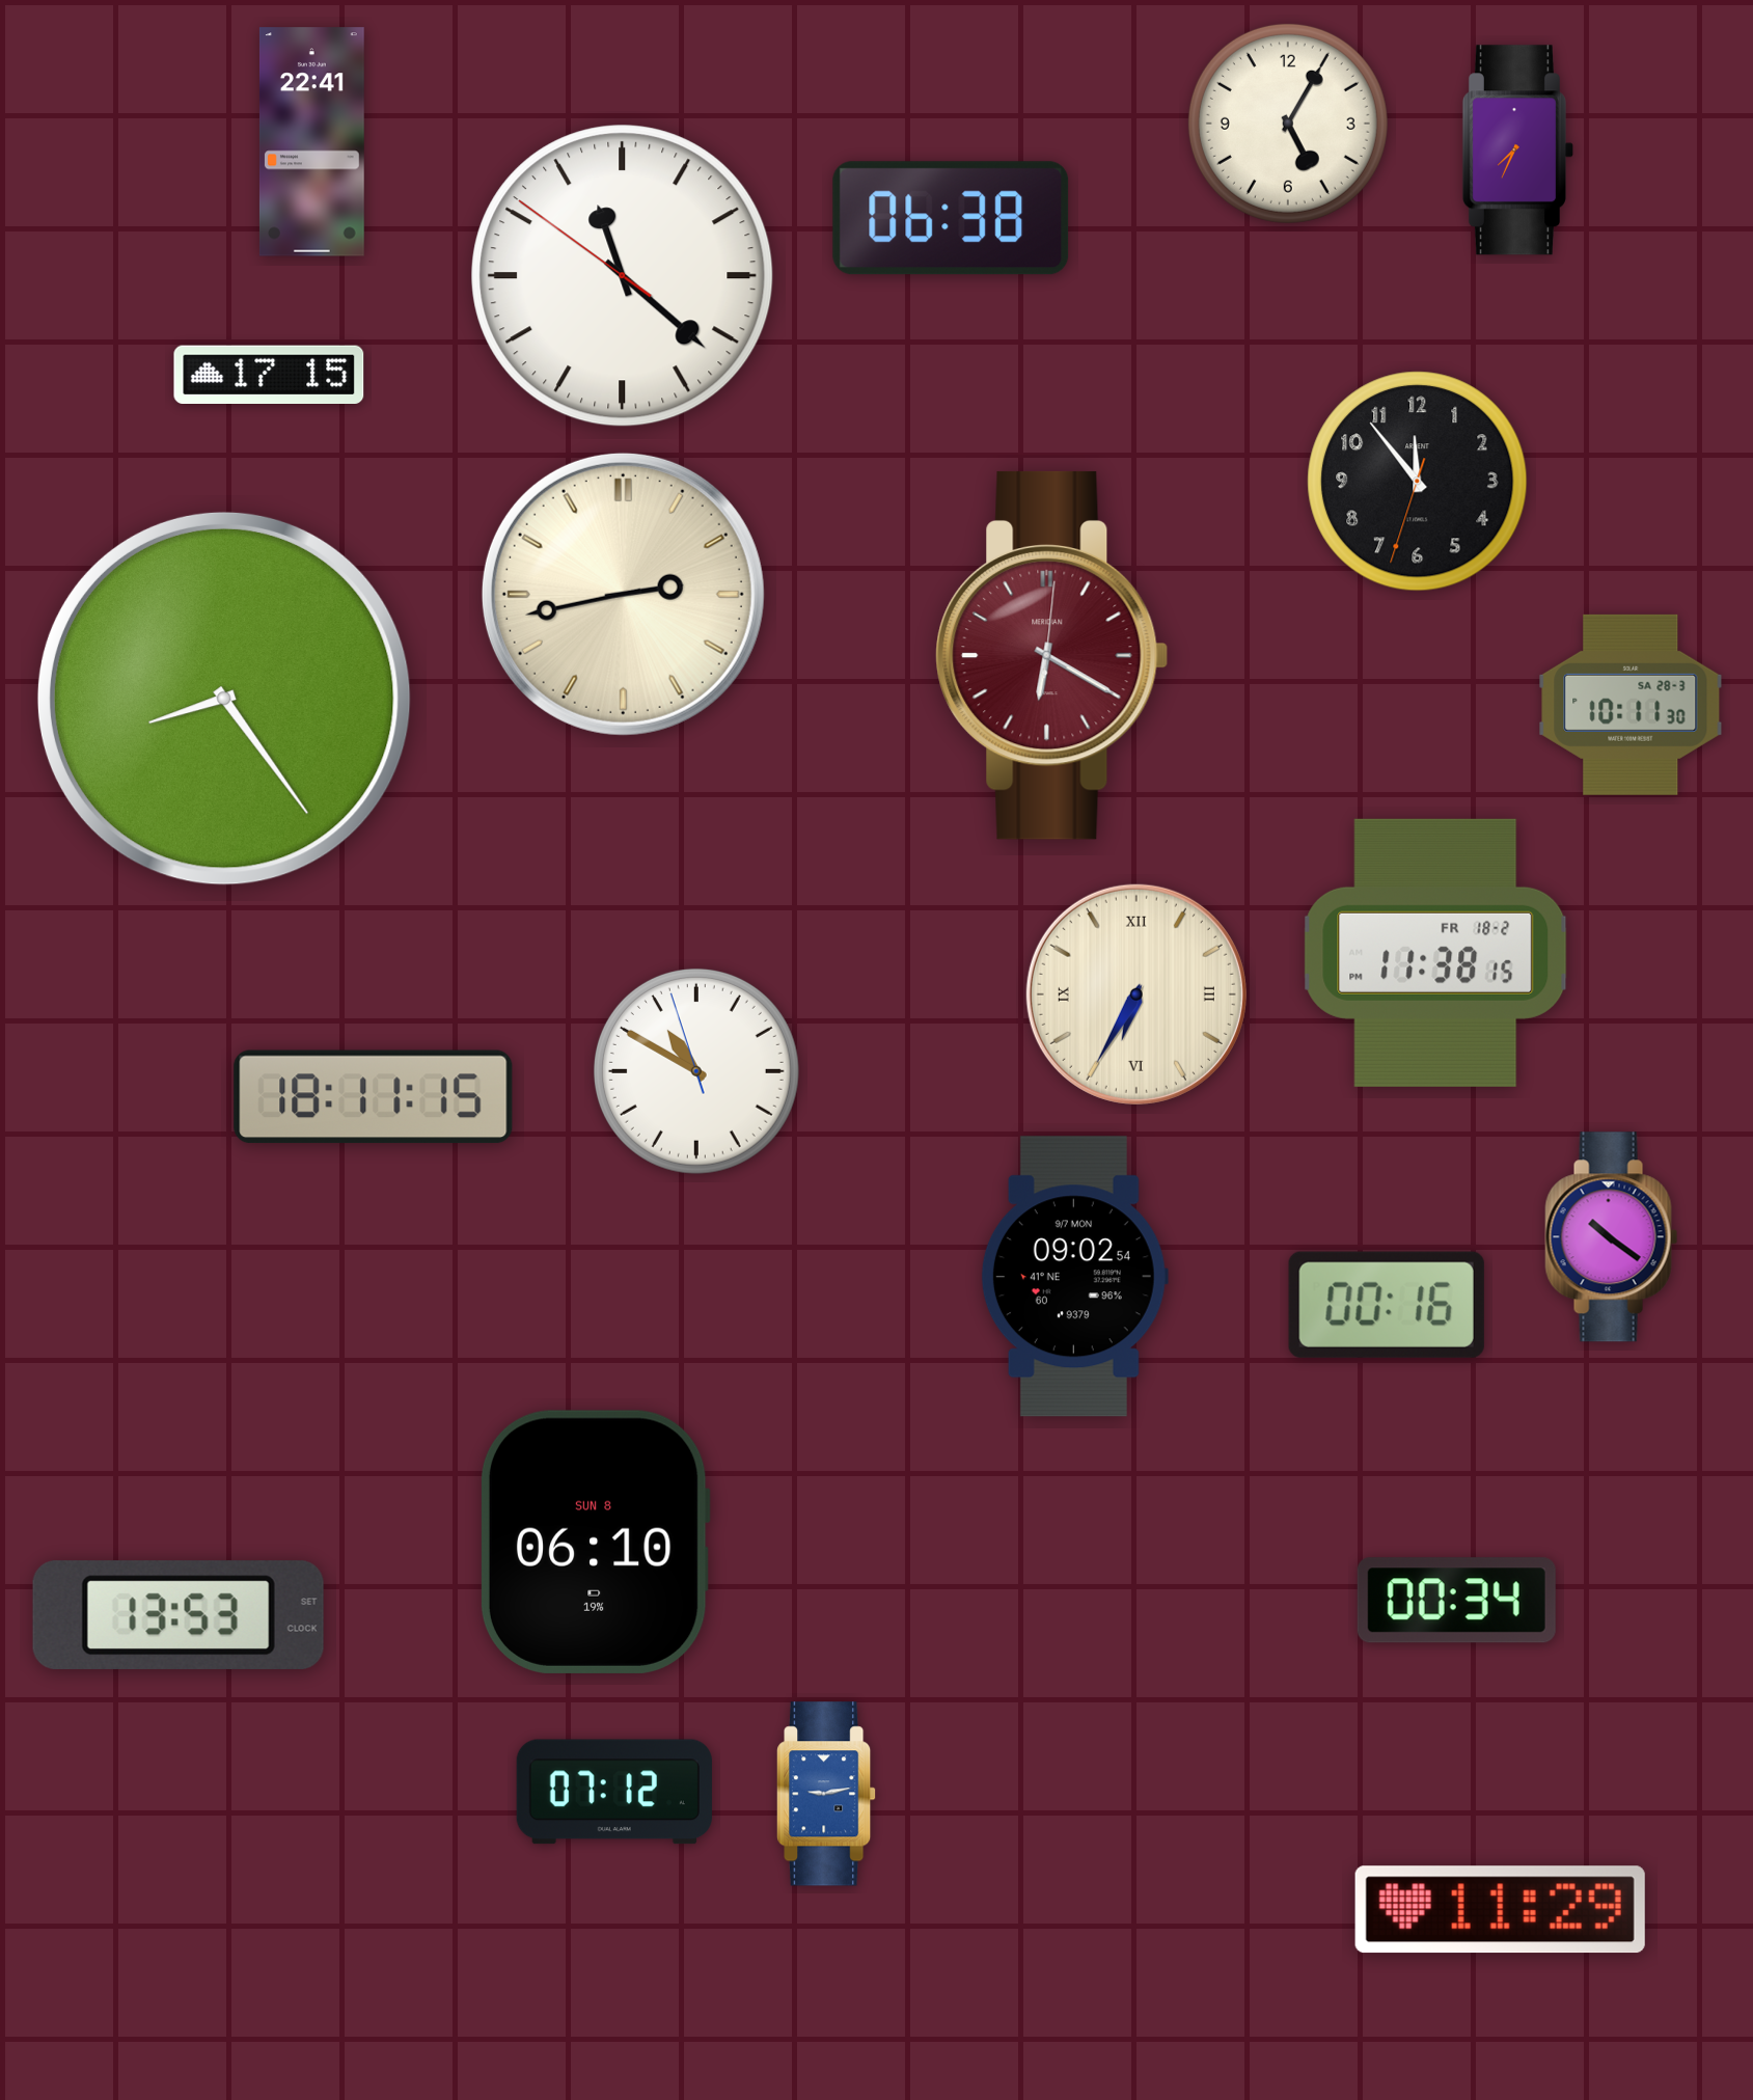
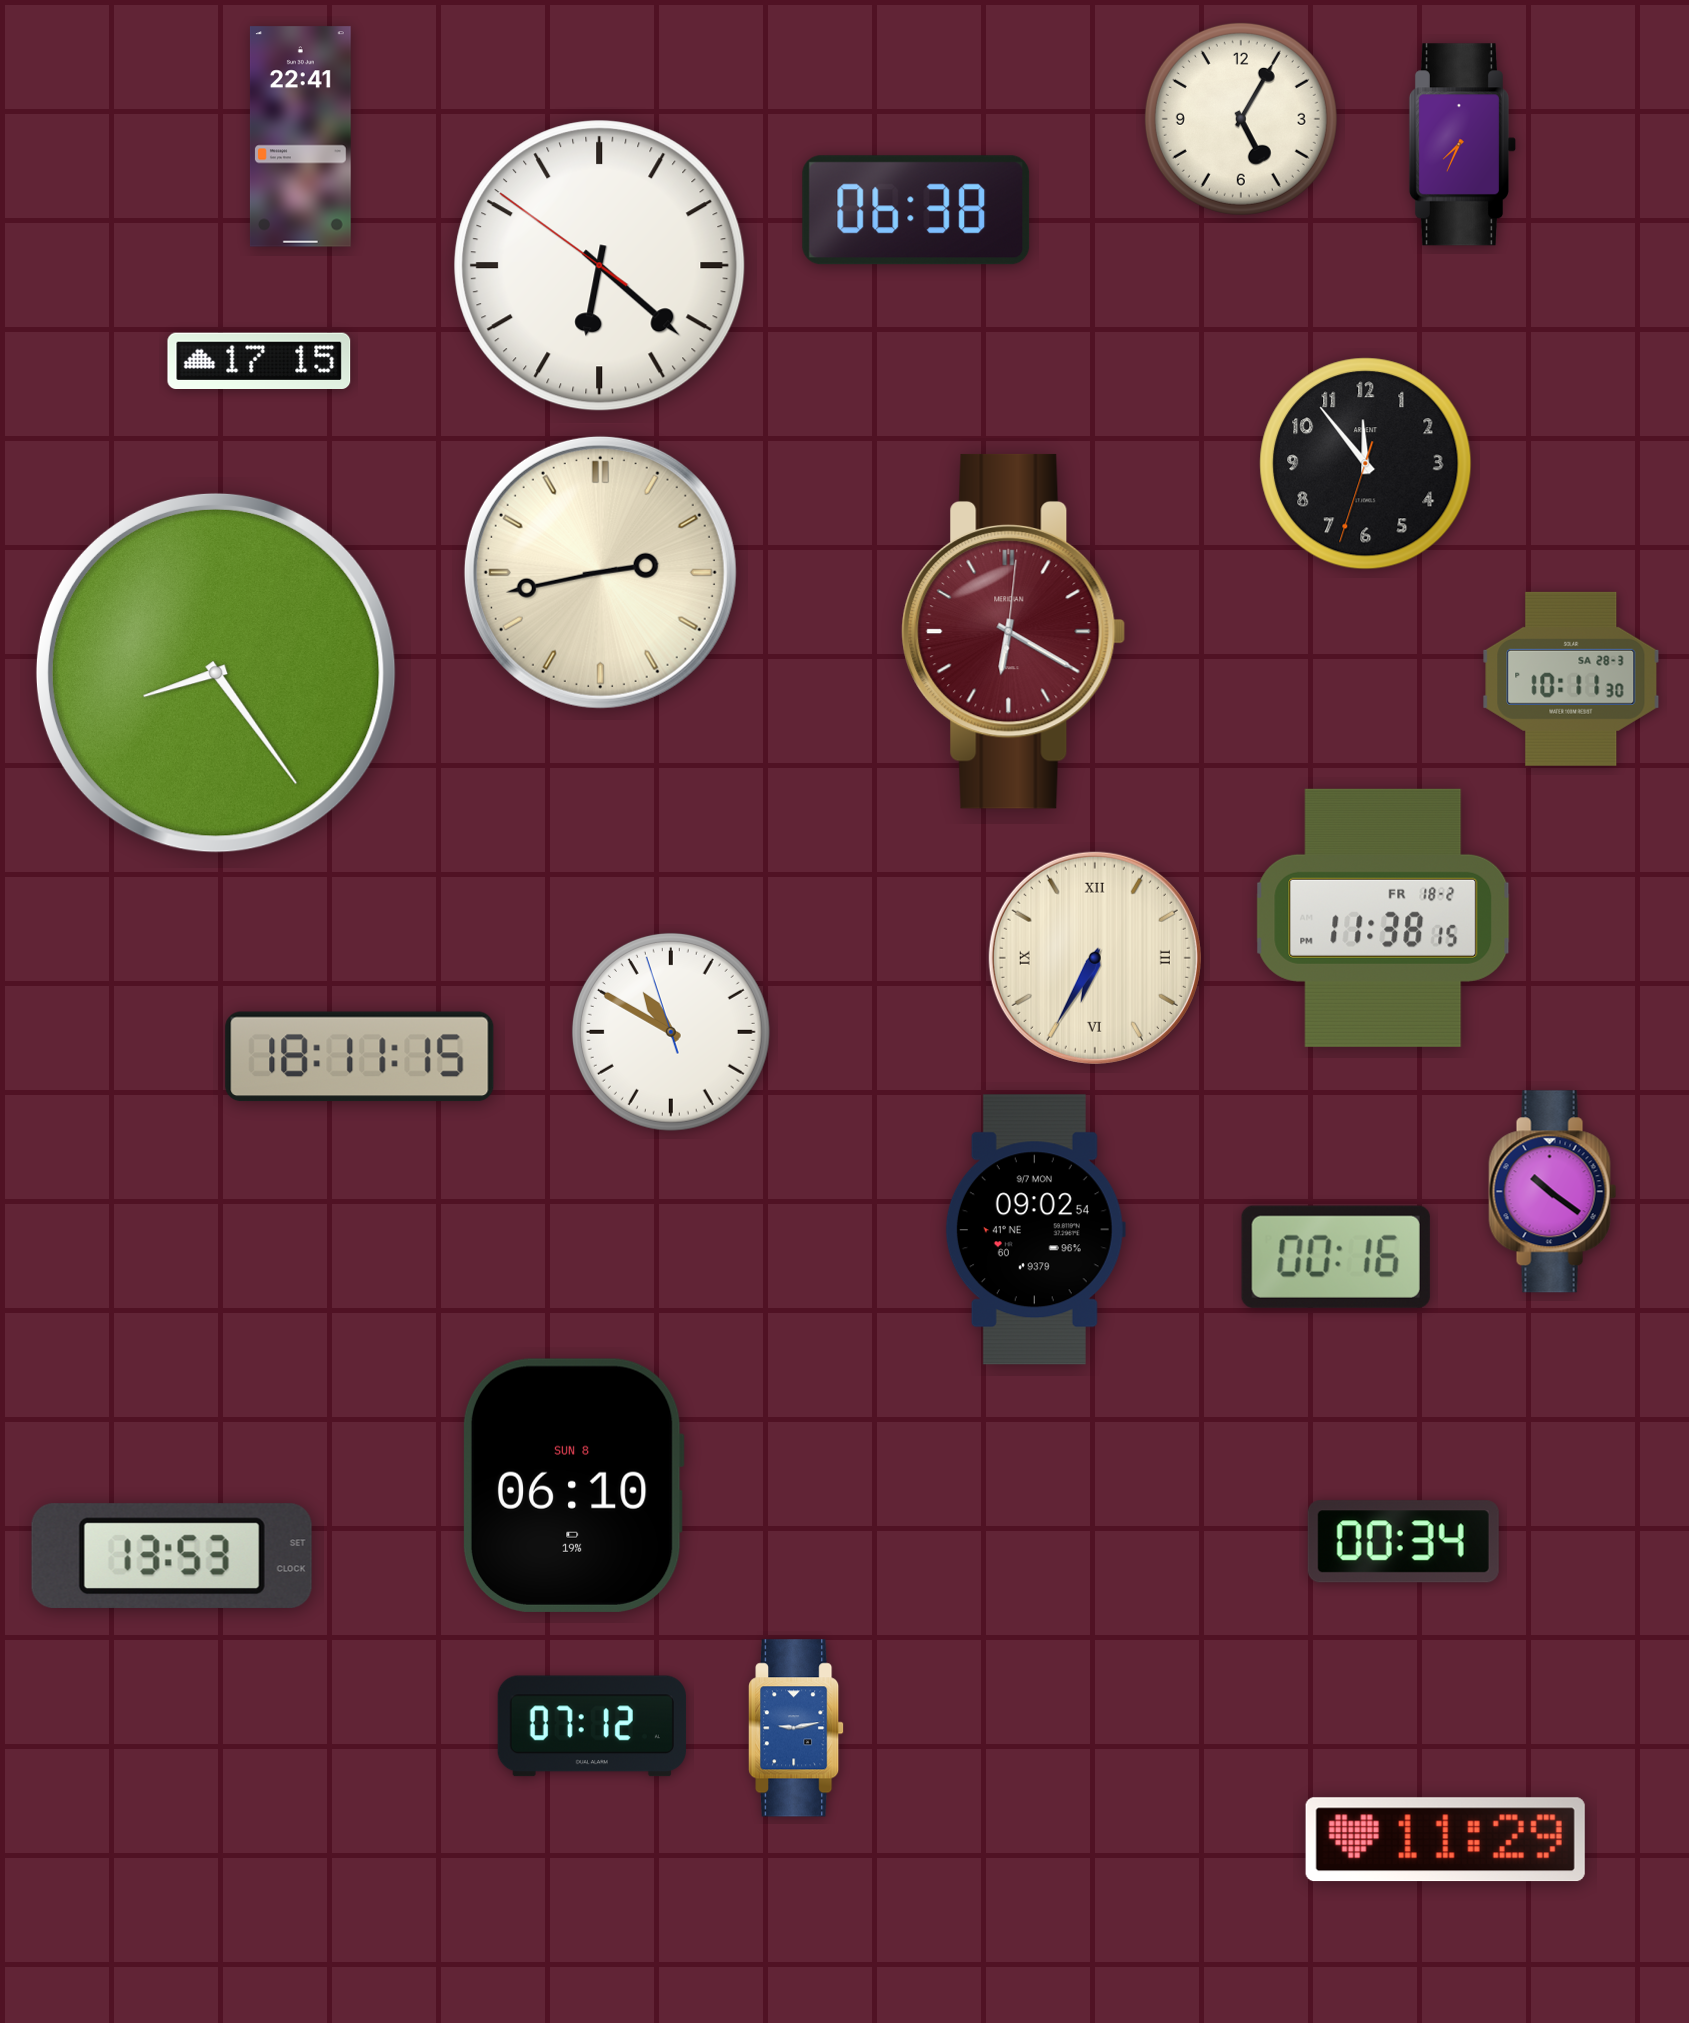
clock at (623, 276): 11:21 -> 6:21
